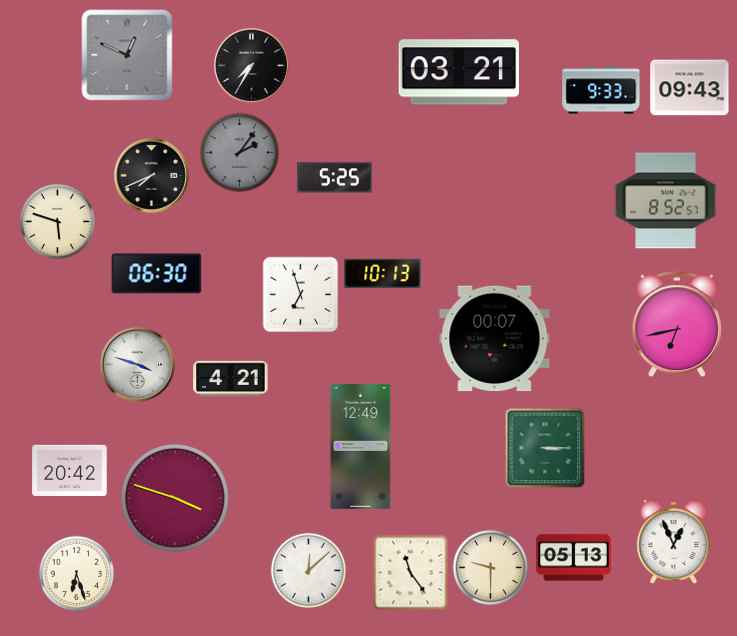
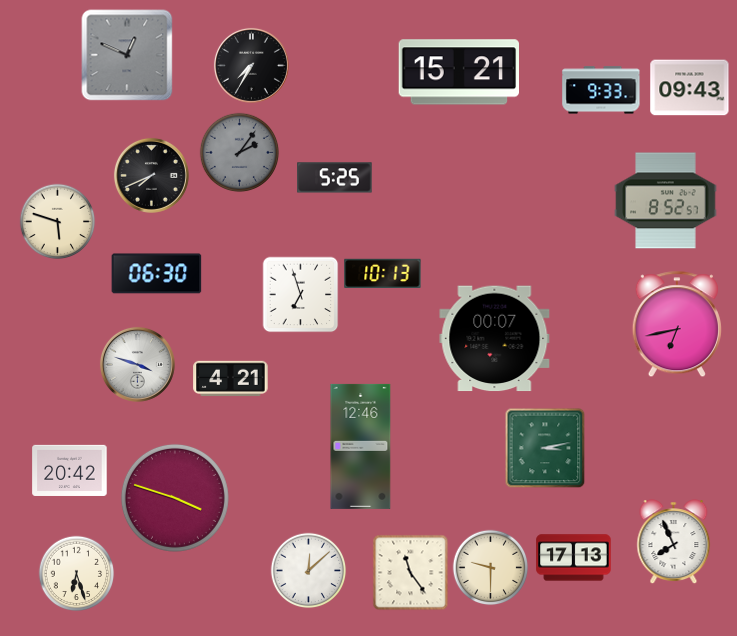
clock at (458, 72): 03:21 -> 15:21
clock at (361, 446): 12:49 -> 12:46
clock at (545, 448): 3:15 -> 3:13
clock at (674, 542): 12:56 -> 7:56
clock at (574, 558): 05:13 -> 17:13
